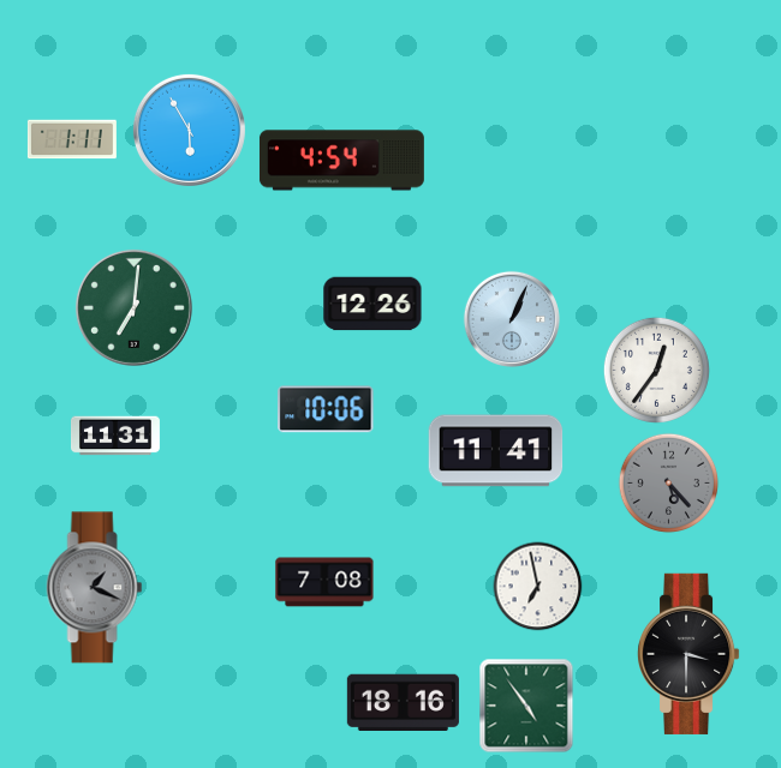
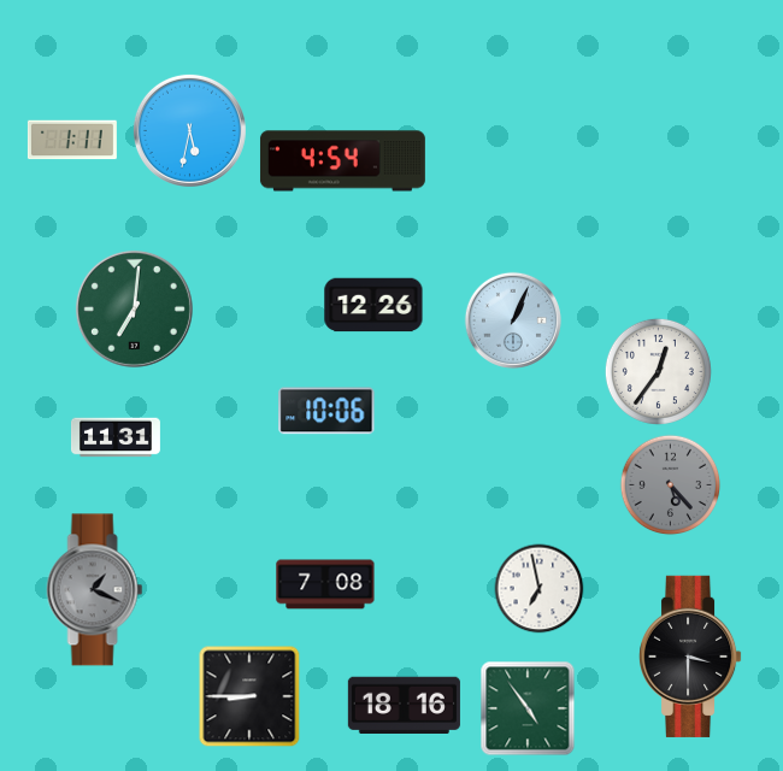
clock at (189, 130): 5:55 -> 5:32
clock at (496, 451): 11:41 -> none
clock at (249, 696): none -> 8:45
